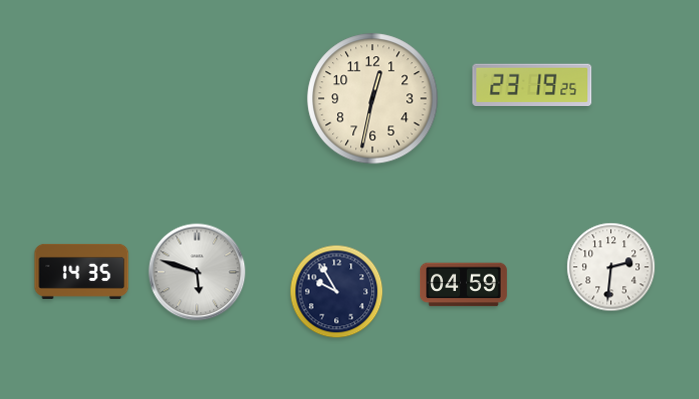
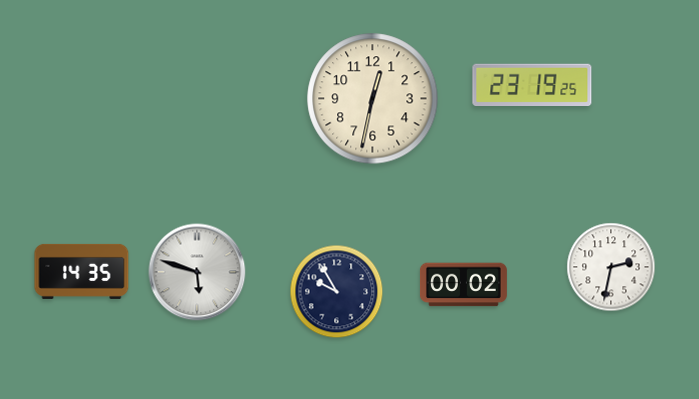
clock at (611, 267): 2:31 -> 2:32
clock at (463, 285): 04:59 -> 00:02
